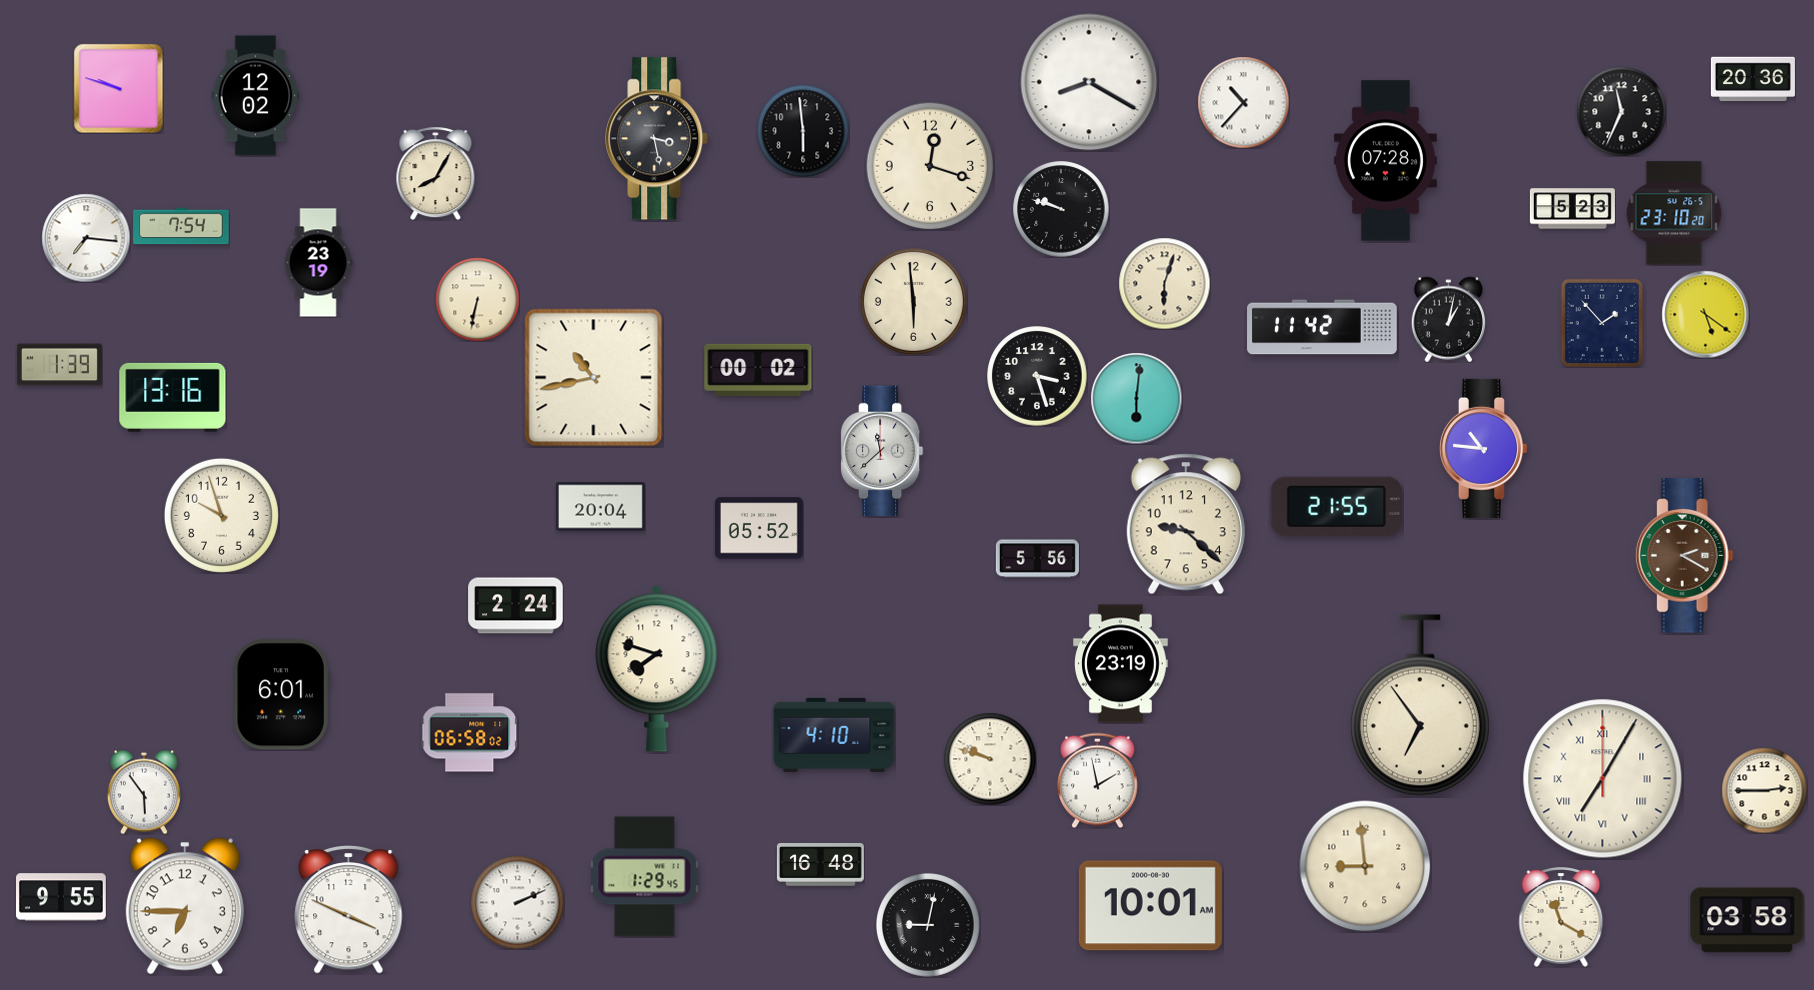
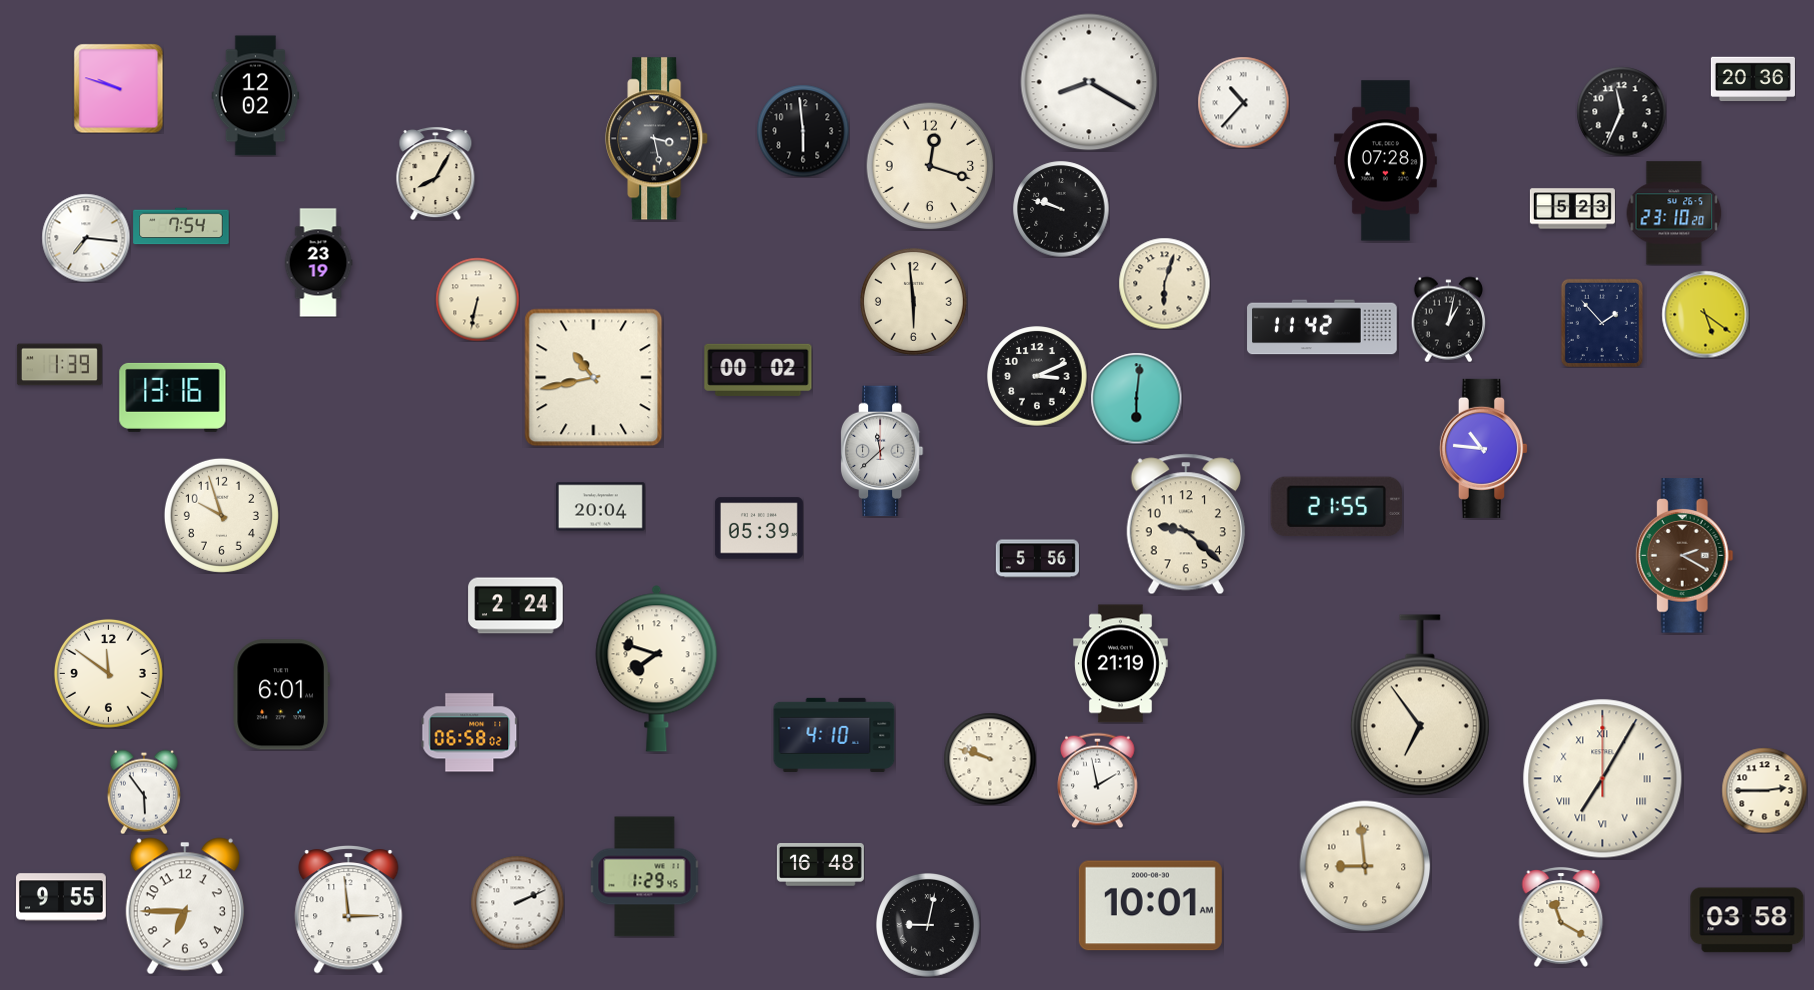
clock at (1037, 376): 3:27 -> 3:11
clock at (759, 528): 05:52 -> 05:39
clock at (1121, 664): 23:19 -> 21:19
clock at (108, 673): none -> 11:51
clock at (349, 910): 3:49 -> 2:59
